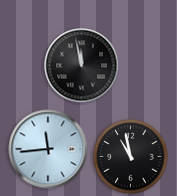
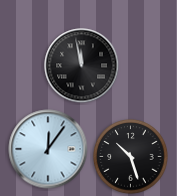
clock at (48, 149): 11:44 -> 12:06
clock at (131, 157): 10:58 -> 10:27
